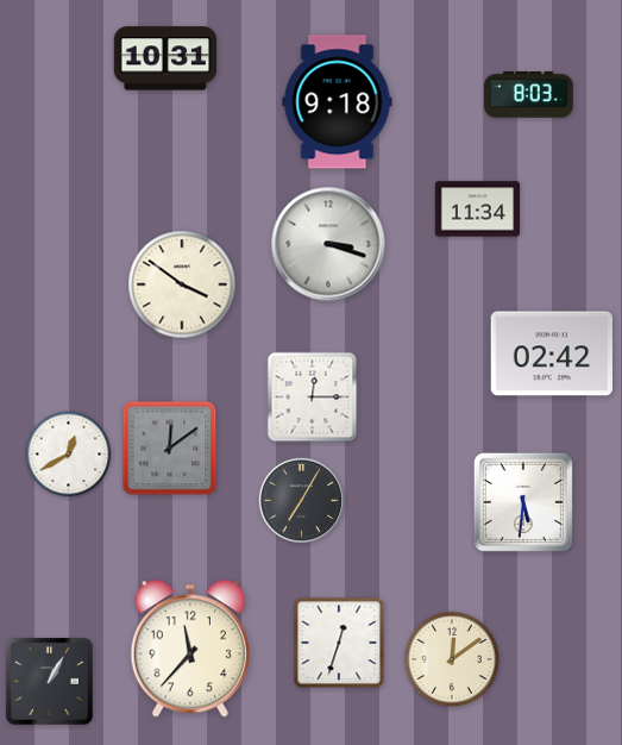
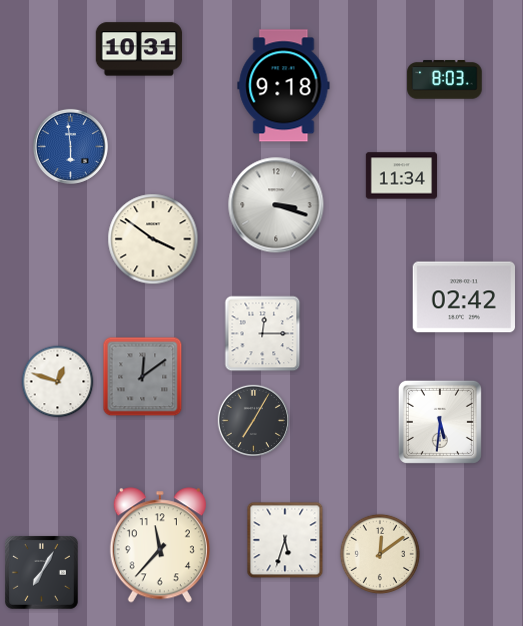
clock at (70, 146): none -> 5:59
clock at (69, 455): 12:40 -> 12:48
clock at (339, 643): 12:33 -> 5:33
clock at (50, 682): 1:05 -> 7:05
